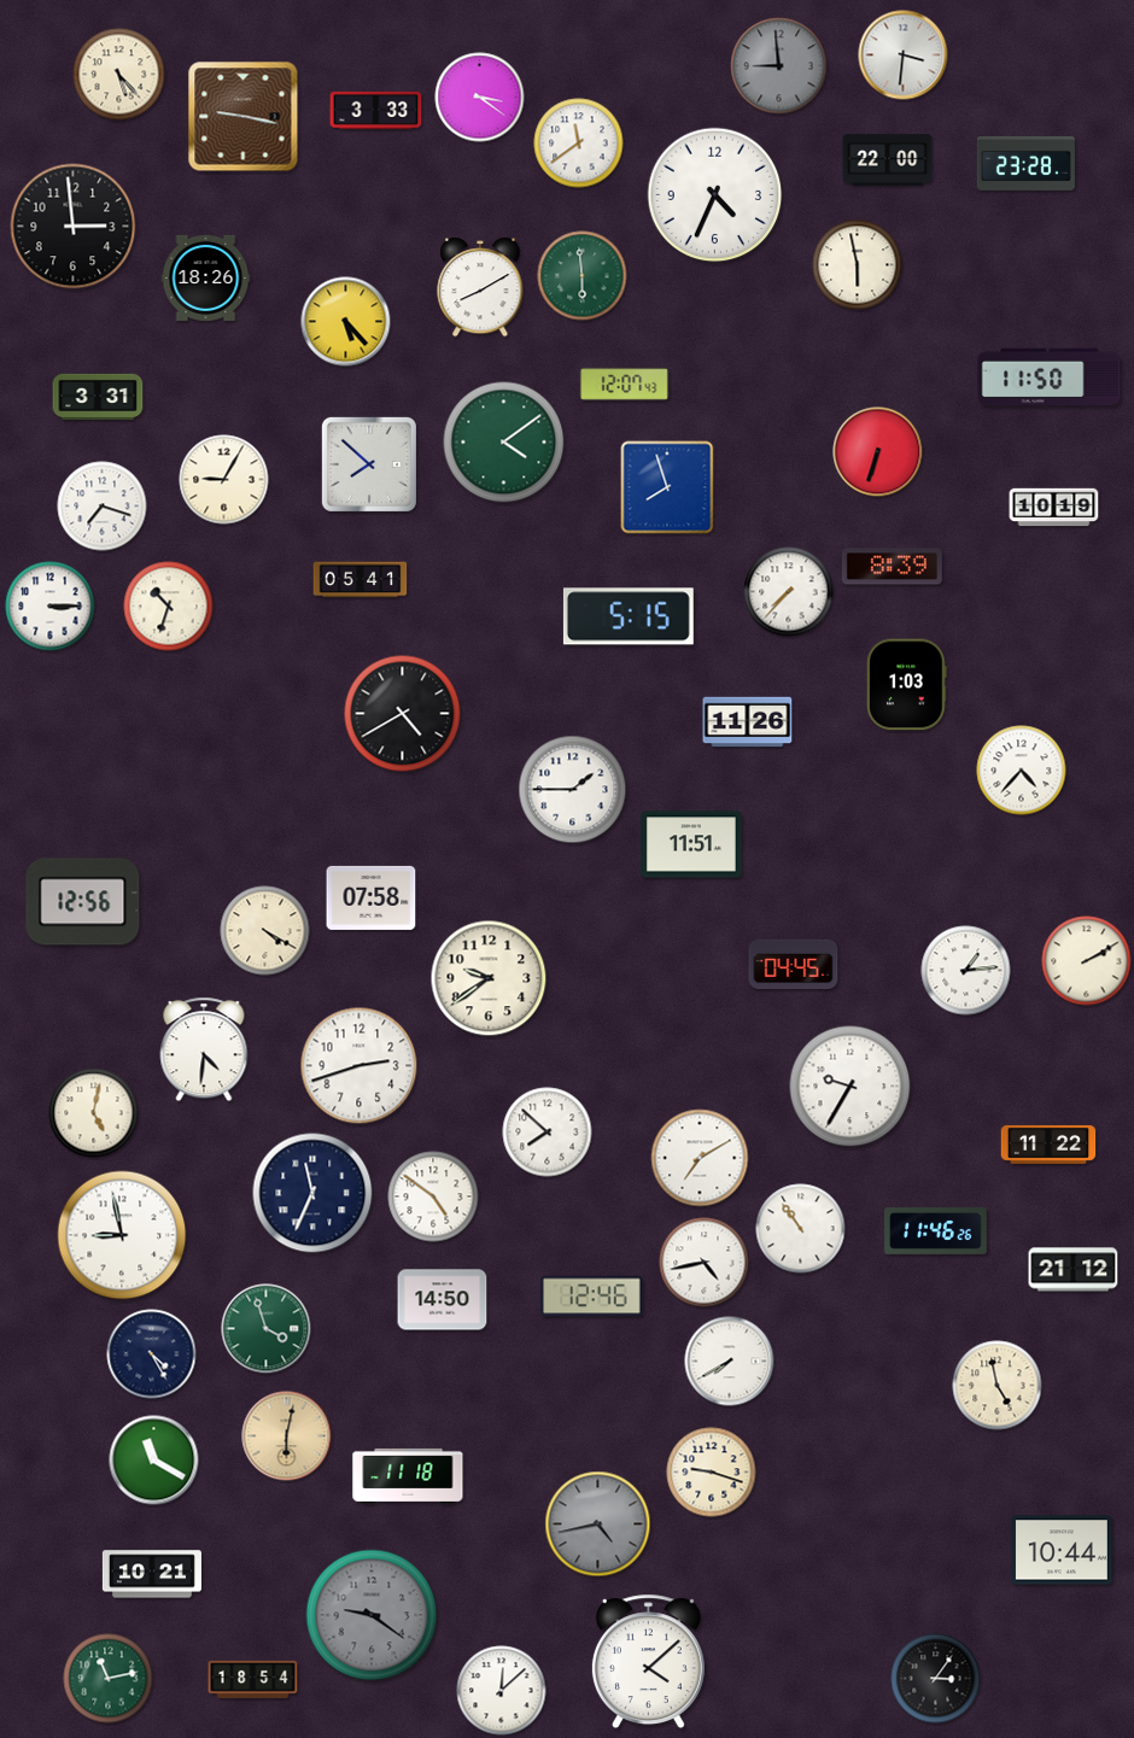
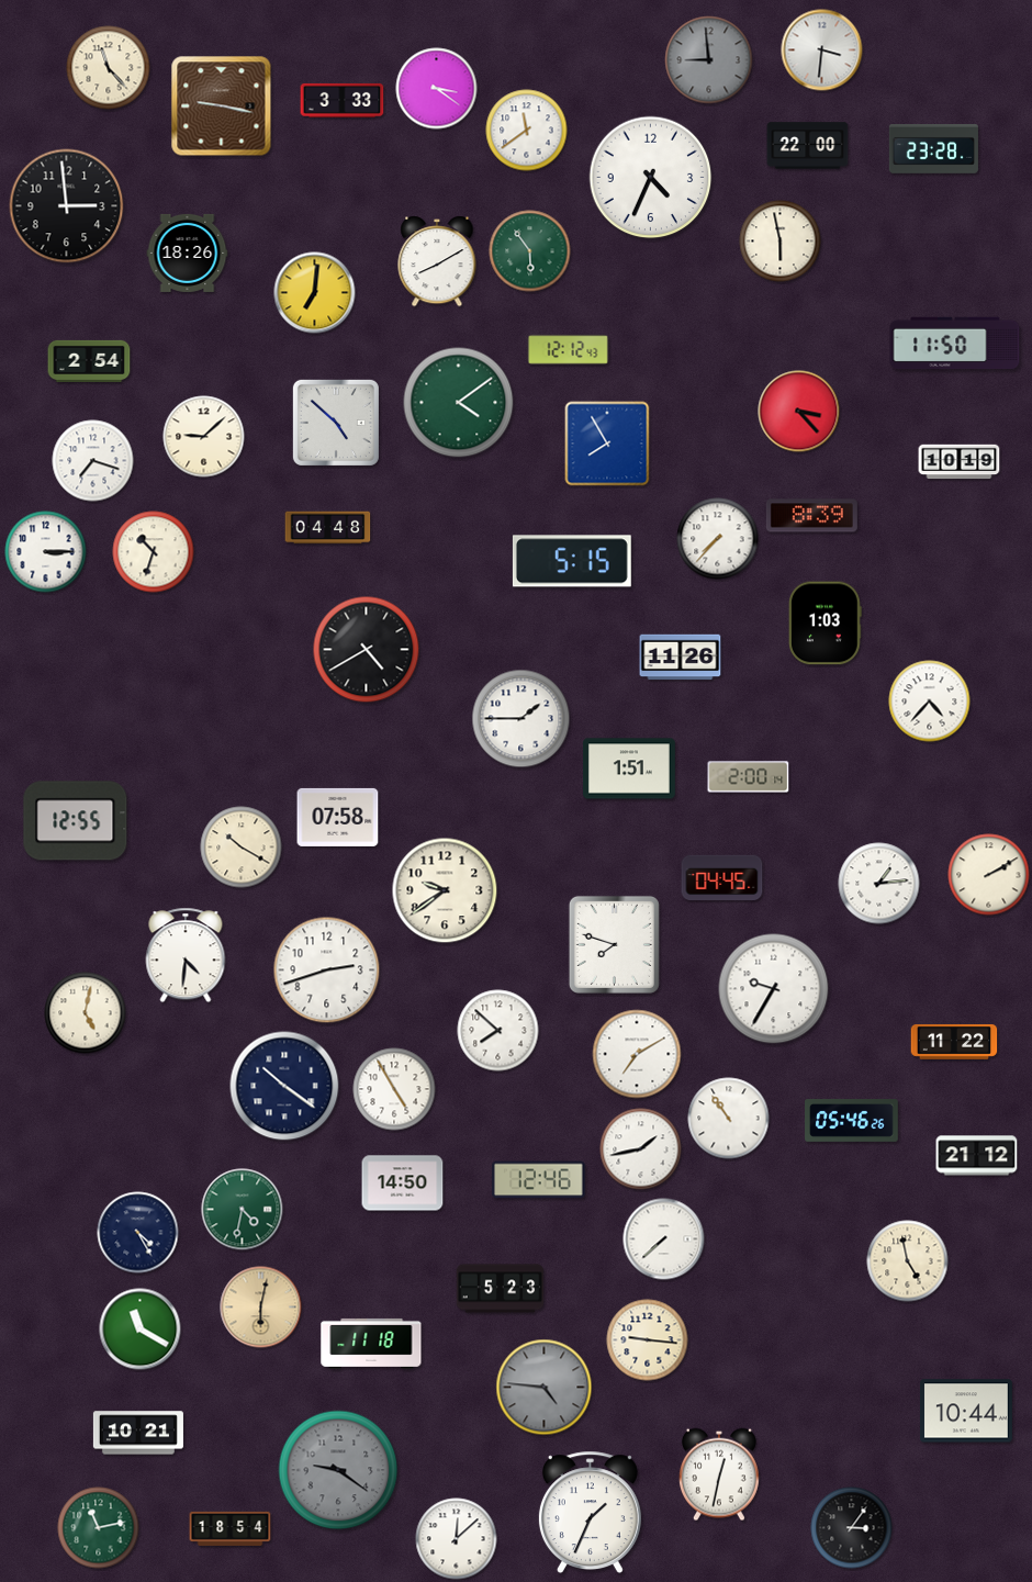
clock at (119, 75): 5:23 -> 11:23
clock at (583, 276): 5:59 -> 5:54
clock at (346, 322): 5:23 -> 7:01
clock at (625, 385): 12:07 -> 12:12
clock at (98, 397): 3:31 -> 2:54
clock at (878, 452): 6:33 -> 3:23
clock at (369, 464): 7:52 -> 4:52
clock at (224, 480): 9:05 -> 9:08
clock at (667, 487): 7:57 -> 7:55
clock at (361, 580): 05:41 -> 04:48
clock at (691, 844): 11:51 -> 1:51
clock at (749, 777): none -> 2:00
clock at (83, 902): 12:56 -> 12:55
clock at (265, 931): 4:20 -> 10:20
clock at (614, 944): none -> 7:48
clock at (312, 1193): 11:34 -> 10:21
clock at (433, 1196): 4:51 -> 4:55
clock at (936, 1231): 11:46 -> 05:46
clock at (122, 1235): 8:58 -> none
clock at (705, 1263): 4:43 -> 1:43
clock at (267, 1329): 3:57 -> 4:32
clock at (730, 1362): 7:40 -> 7:38
clock at (501, 1289): none -> 5:23
clock at (712, 1473): 9:18 -> 9:16
clock at (598, 1525): 4:43 -> 4:46
clock at (719, 1474): none -> 12:32
clock at (648, 1662): 4:08 -> 1:34
